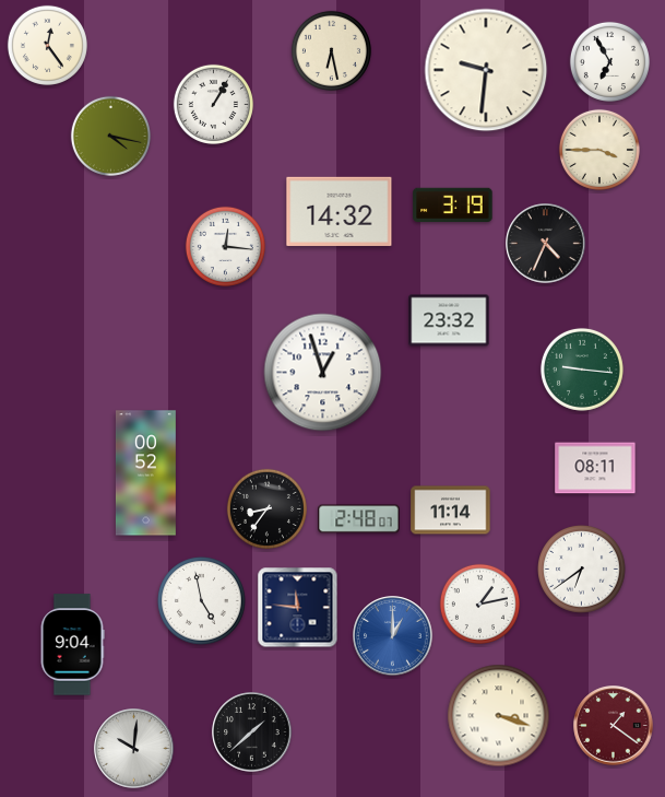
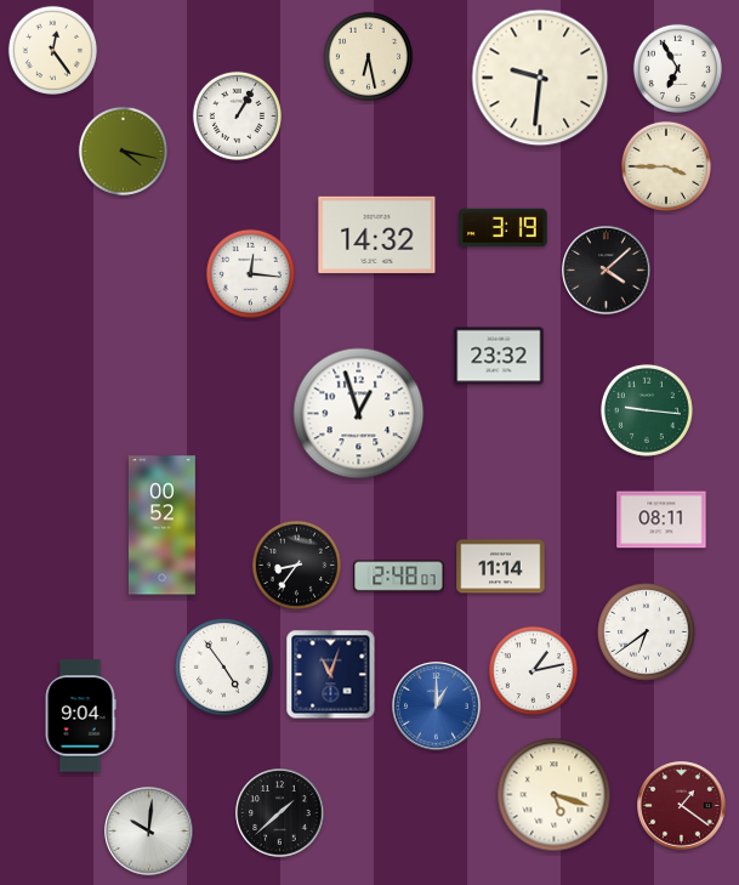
clock at (546, 244): 4:34 -> 4:08
clock at (202, 601): 4:58 -> 4:54
clock at (298, 608): 11:46 -> 11:03
clock at (499, 716): 3:18 -> 5:18
